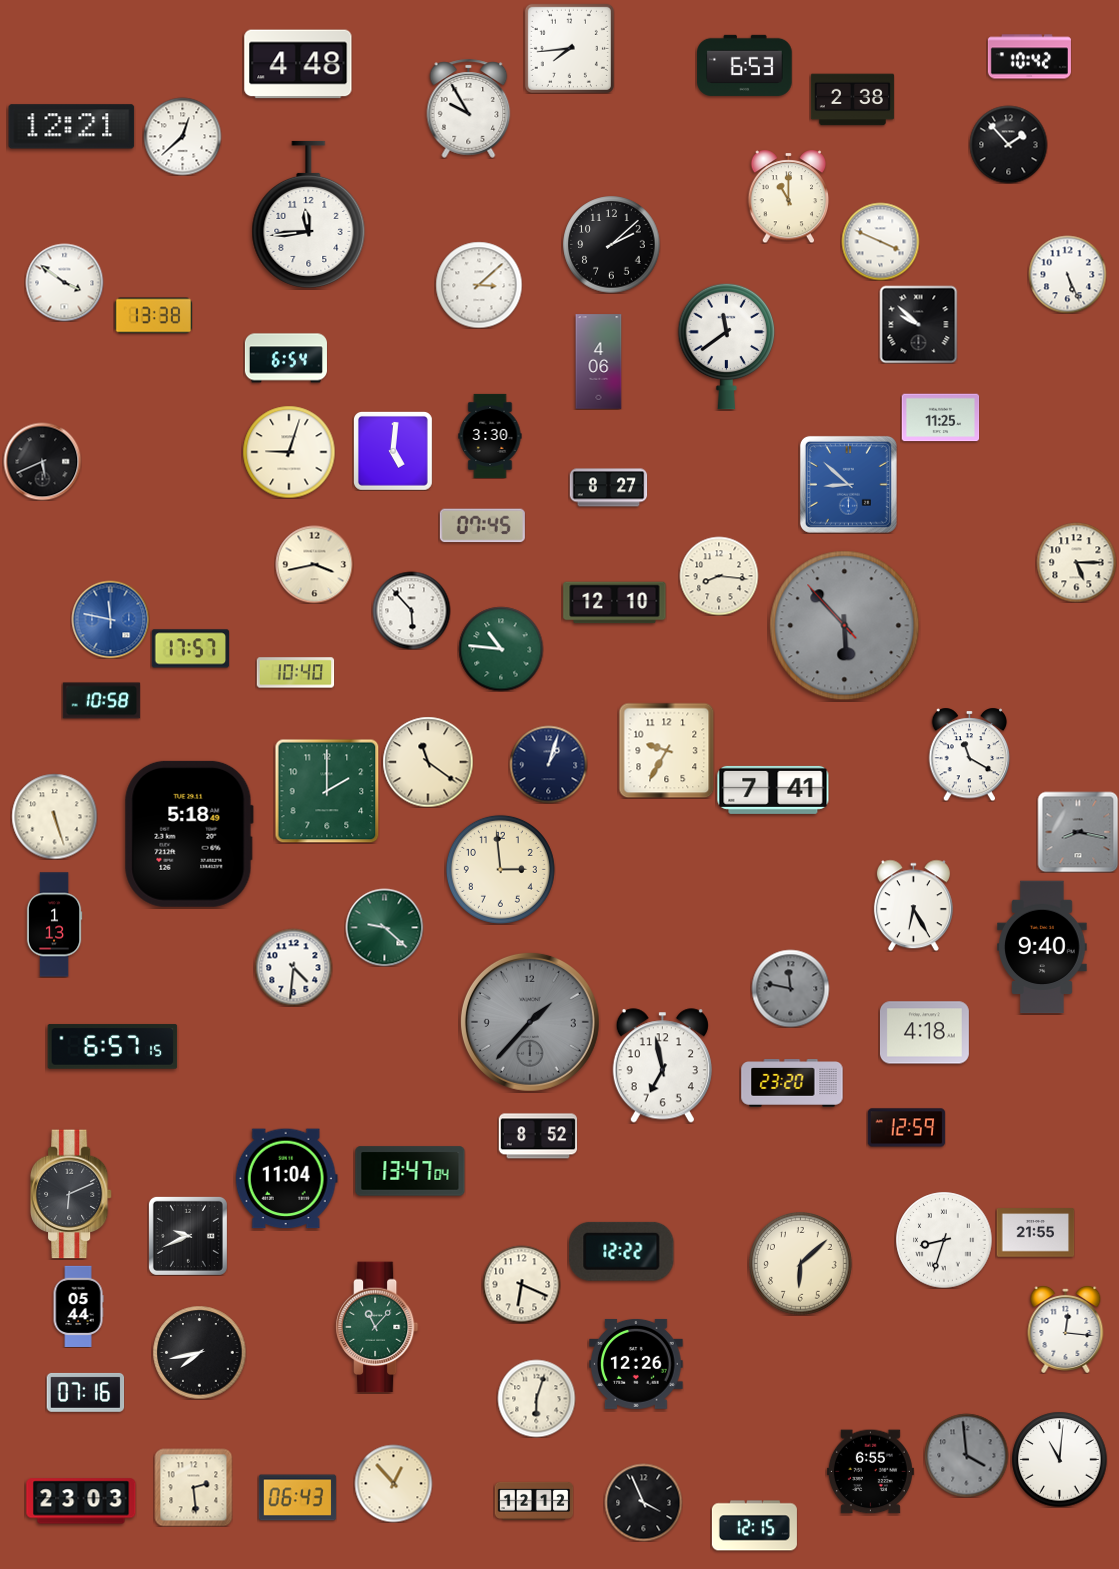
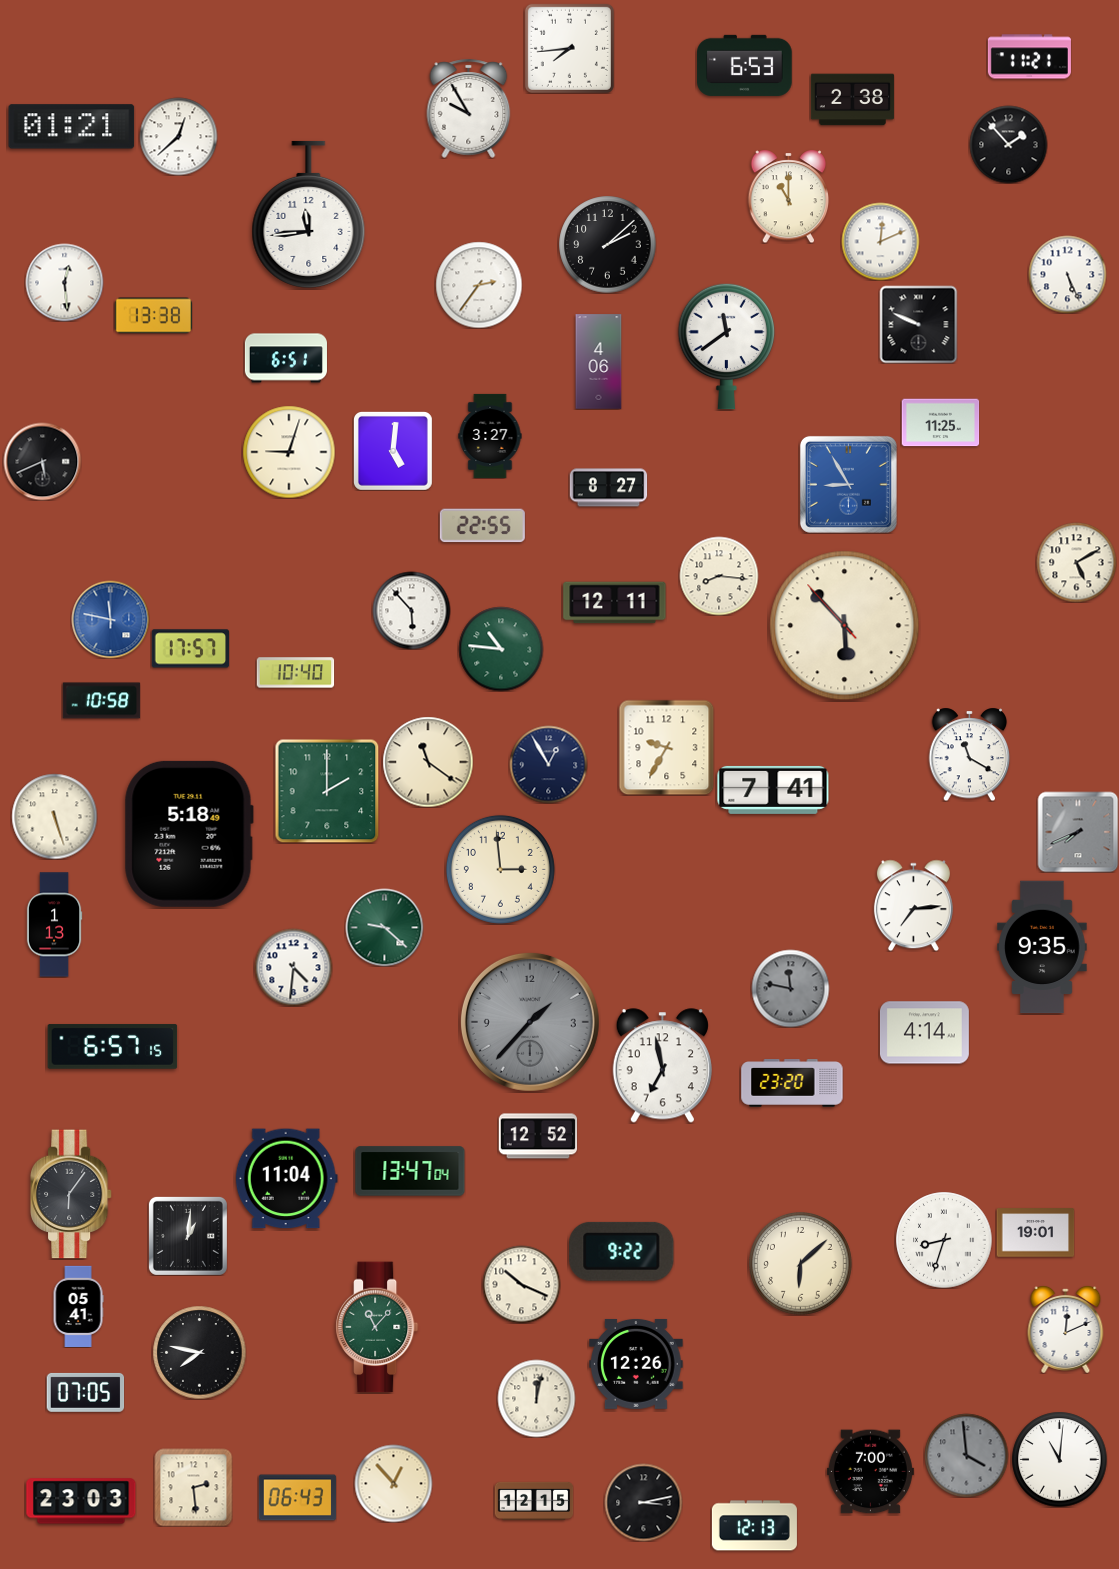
clock at (1029, 57): 10:42 -> 11:21
clock at (298, 64): 4:48 -> none
clock at (72, 127): 12:21 -> 01:21
clock at (182, 136) position: (182, 136) -> (178, 136)
clock at (880, 241): 3:49 -> 12:11
clock at (612, 245) position: (612, 245) -> (608, 245)
clock at (64, 282): 3:51 -> 12:29
clock at (479, 285): 3:08 -> 2:36
clock at (918, 324): 9:52 -> 9:49
clock at (286, 358): 6:54 -> 6:51
clock at (940, 418) position: (940, 418) -> (940, 423)
clock at (490, 436): 3:30 -> 3:27
clock at (848, 484): 8:52 -> 8:55
clock at (482, 526): 07:45 -> 22:55
clock at (1076, 562): 5:15 -> 5:10
clock at (314, 564): 3:43 -> none
clock at (615, 603): 12:10 -> 12:11
clock at (845, 626) dial: grey -> cream
clock at (666, 750) position: (666, 750) -> (666, 747)
clock at (548, 764): 1:03 -> 12:55
clock at (1078, 832): 8:17 -> 7:41
clock at (913, 905): 6:25 -> 7:14
clock at (1042, 947): 9:40 -> 9:35
clock at (924, 1033): 4:18 -> 4:14
clock at (906, 1128): 12:59 -> none
clock at (538, 1136): 8:52 -> 12:52
clock at (71, 1194): 6:11 -> 6:06
clock at (1035, 1233): 21:55 -> 19:01
clock at (188, 1236): 9:41 -> 1:01
clock at (622, 1251): 12:22 -> 9:22
clock at (521, 1284): 6:19 -> 10:19
clock at (78, 1306): 05:44 -> 05:41
clock at (1066, 1330): 12:16 -> 12:11
clock at (199, 1352): 7:43 -> 7:47
clock at (85, 1392): 07:16 -> 07:05
clock at (536, 1398): 6:03 -> 12:02
clock at (870, 1472): 6:55 -> 7:00
clock at (534, 1501): 12:12 -> 12:15
clock at (643, 1502): 3:56 -> 3:13
clock at (754, 1526): 12:15 -> 12:13
